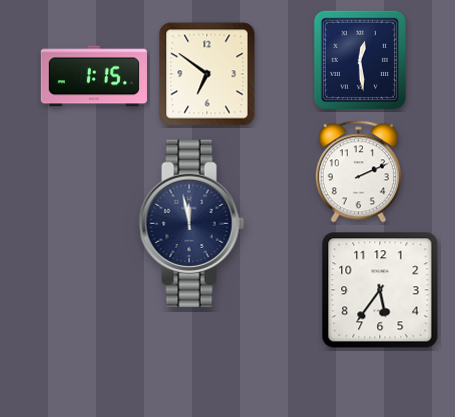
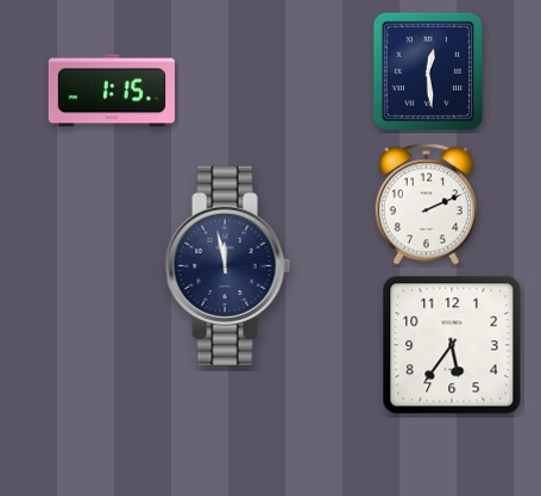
clock at (207, 74): 6:51 -> none
